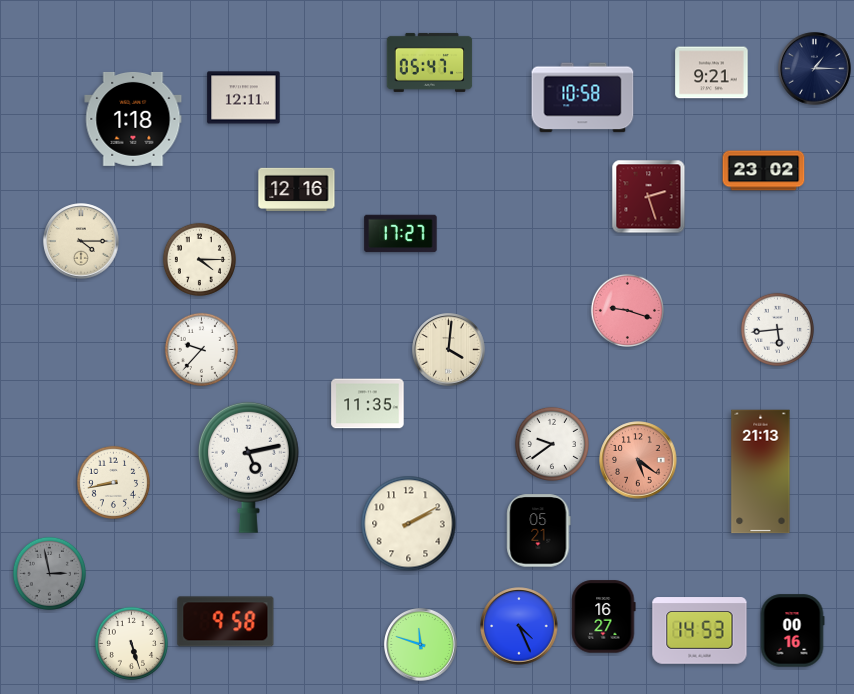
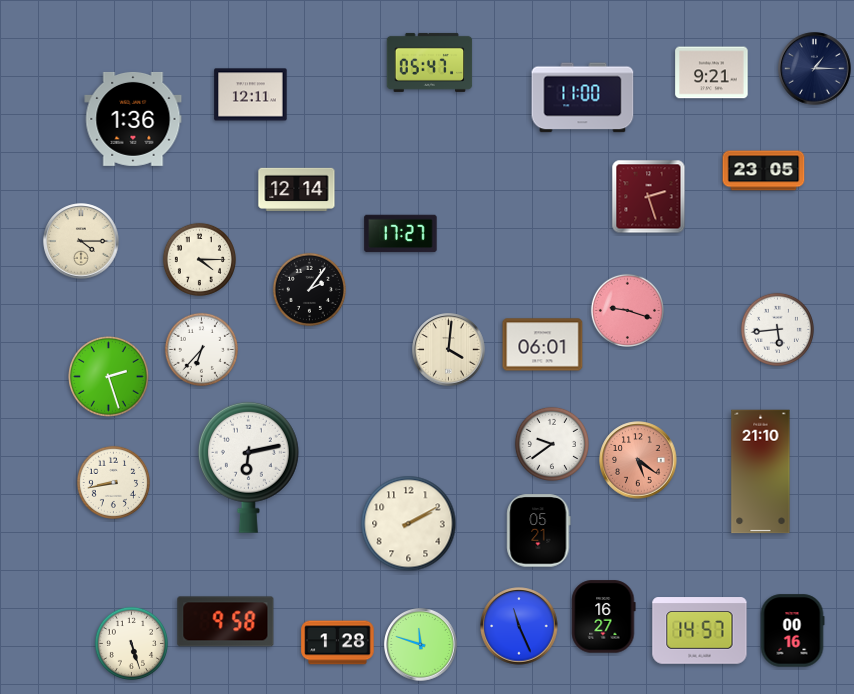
clock at (244, 98) position: (244, 98) -> (251, 95)
clock at (583, 98): 10:58 -> 11:00
clock at (133, 119): 1:18 -> 1:36
clock at (764, 171): 23:02 -> 23:05
clock at (297, 189): 12:16 -> 12:14
clock at (309, 289): none -> 2:06
clock at (543, 345): none -> 06:01
clock at (201, 349): 9:37 -> 6:37
clock at (109, 377): none -> 2:27
clock at (368, 404): 11:35 -> none
clock at (248, 467): 5:13 -> 6:13
clock at (761, 472): 21:13 -> 21:10
clock at (49, 573): 2:58 -> none
clock at (519, 626): 4:26 -> 11:26
clock at (700, 631): 14:53 -> 14:57
clock at (338, 643): none -> 1:28
